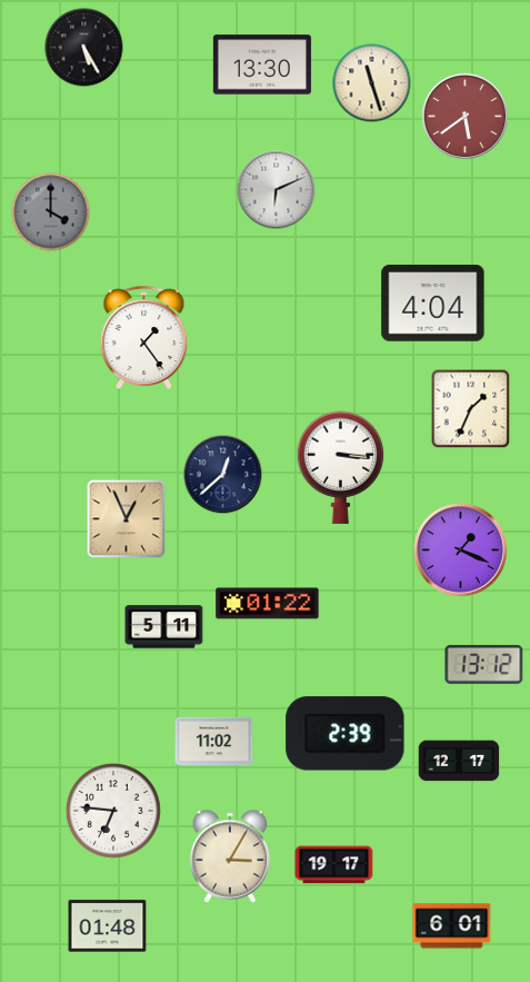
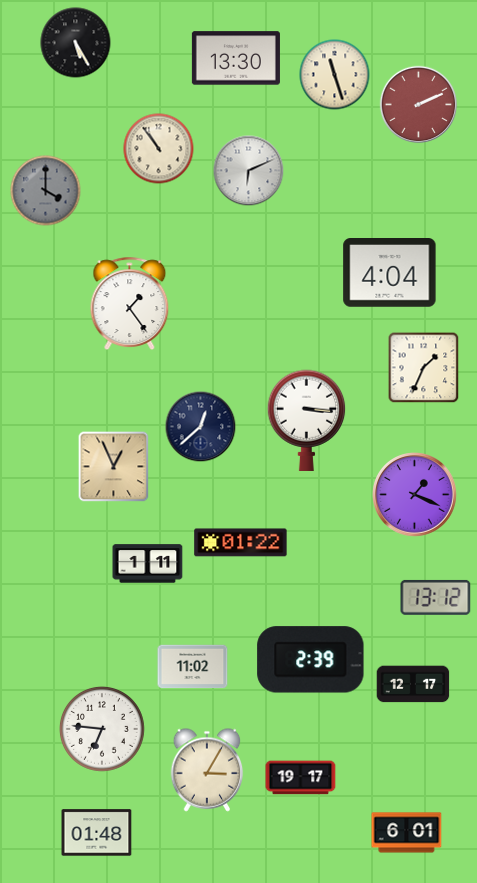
clock at (466, 117): 5:39 -> 2:11
clock at (159, 149): none -> 10:54
clock at (164, 627): 5:11 -> 1:11
